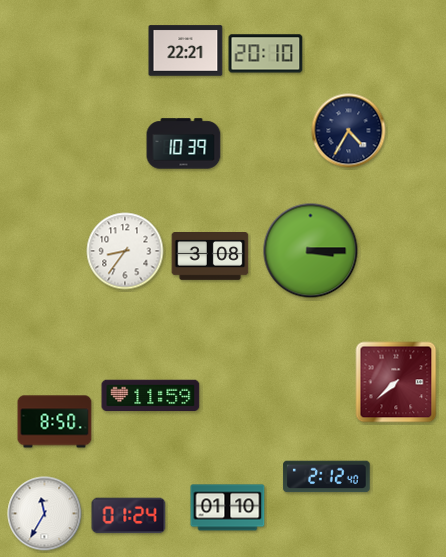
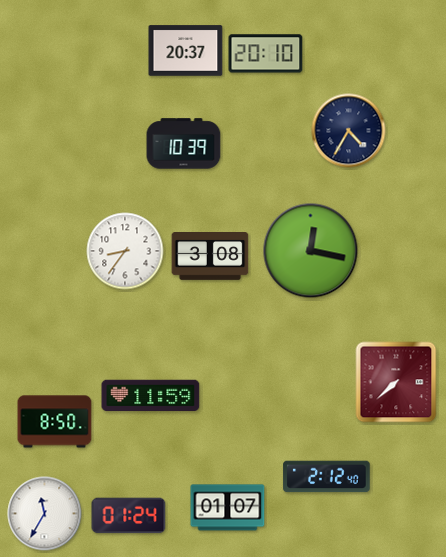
clock at (186, 51): 22:21 -> 20:37
clock at (311, 251): 3:15 -> 12:17
clock at (228, 508): 01:10 -> 01:07
